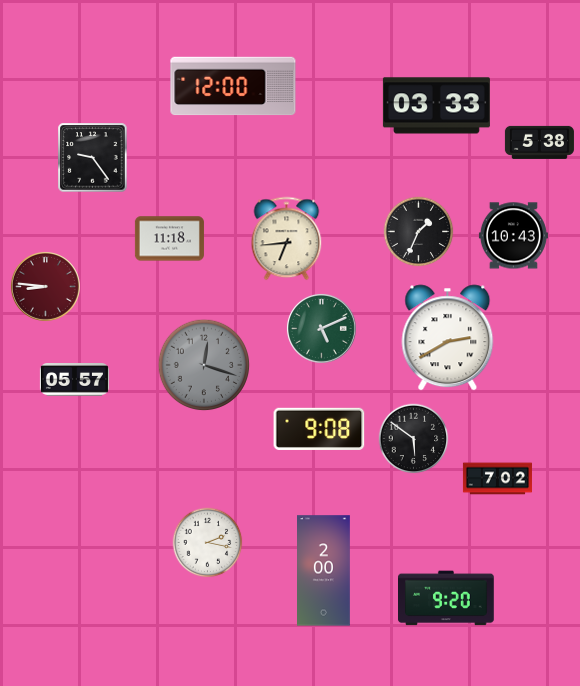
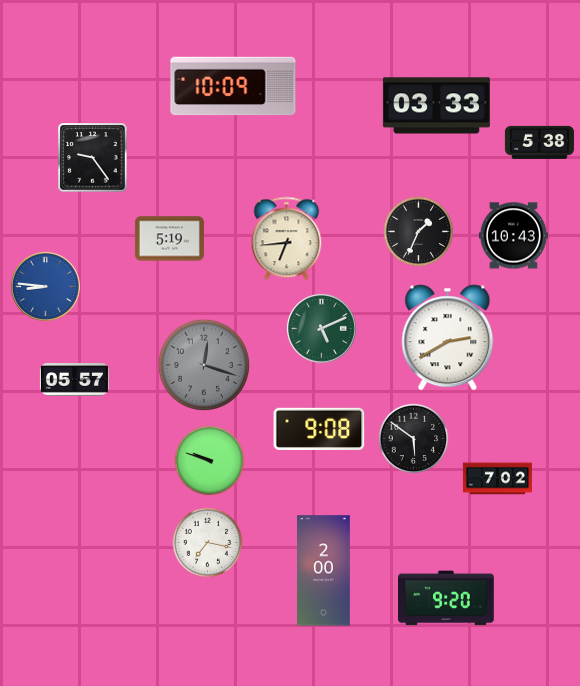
clock at (233, 86): 12:00 -> 10:09
clock at (169, 239): 11:18 -> 5:19
clock at (46, 287) dial: burgundy -> blue
clock at (210, 461): none -> 9:48
clock at (208, 543): 2:17 -> 7:17
